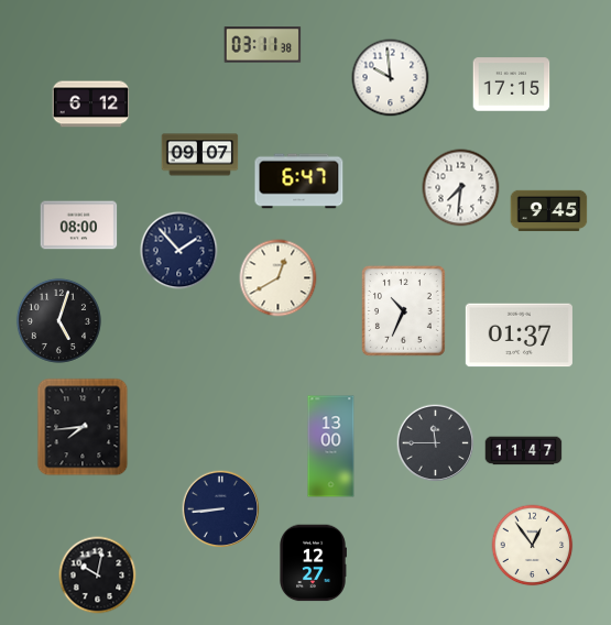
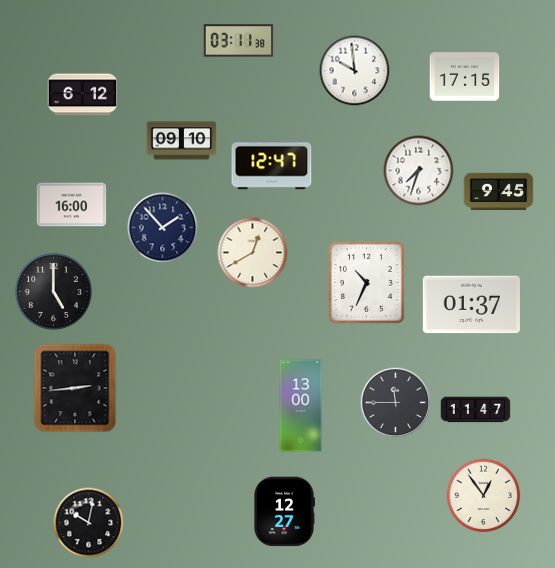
clock at (200, 155): 09:07 -> 09:10
clock at (299, 182): 6:47 -> 12:47
clock at (461, 188): 7:31 -> 7:33
clock at (79, 226): 08:00 -> 16:00
clock at (58, 320): 5:03 -> 5:00
clock at (83, 427): 7:44 -> 2:44
clock at (221, 509): 8:44 -> none
